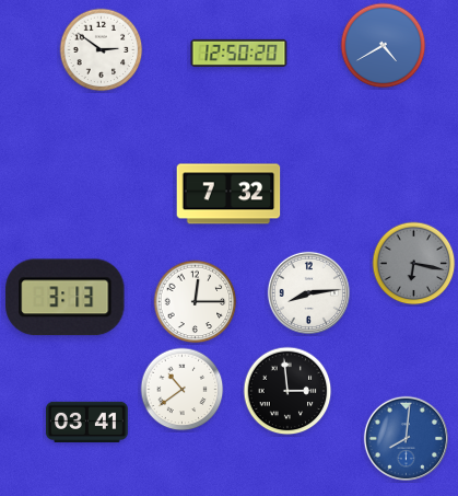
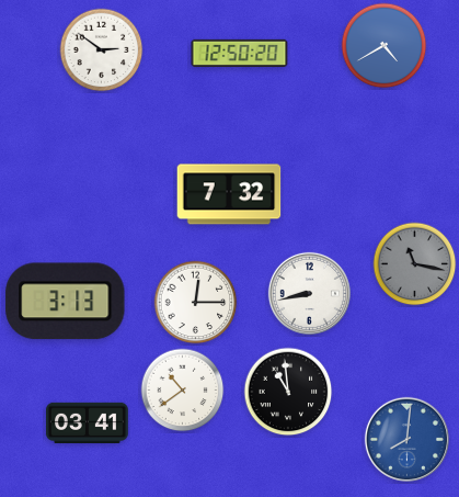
clock at (414, 264): 6:17 -> 11:17
clock at (308, 292): 8:14 -> 8:43
clock at (66, 298) position: (66, 298) -> (66, 302)
clock at (287, 391): 2:59 -> 10:59
